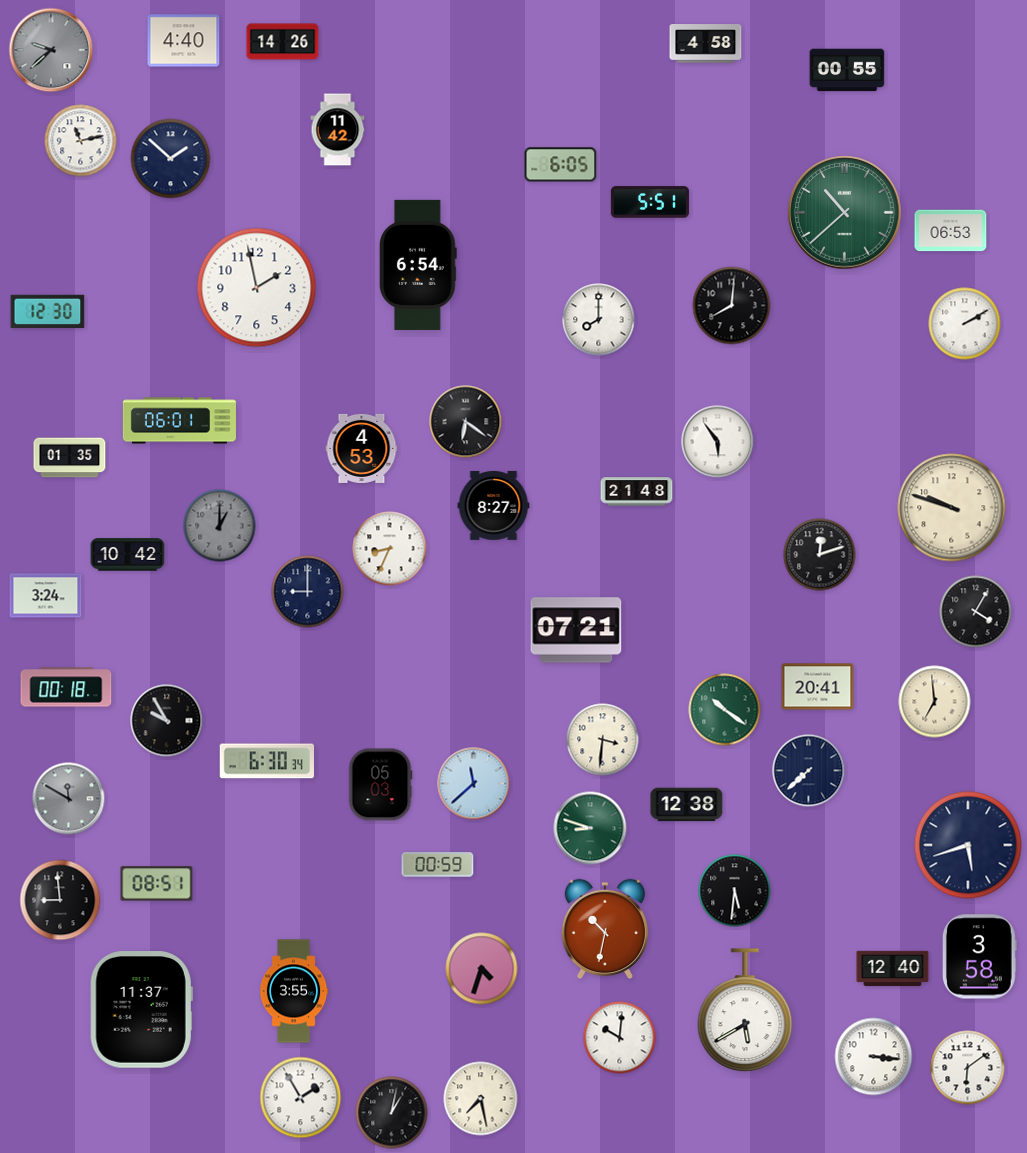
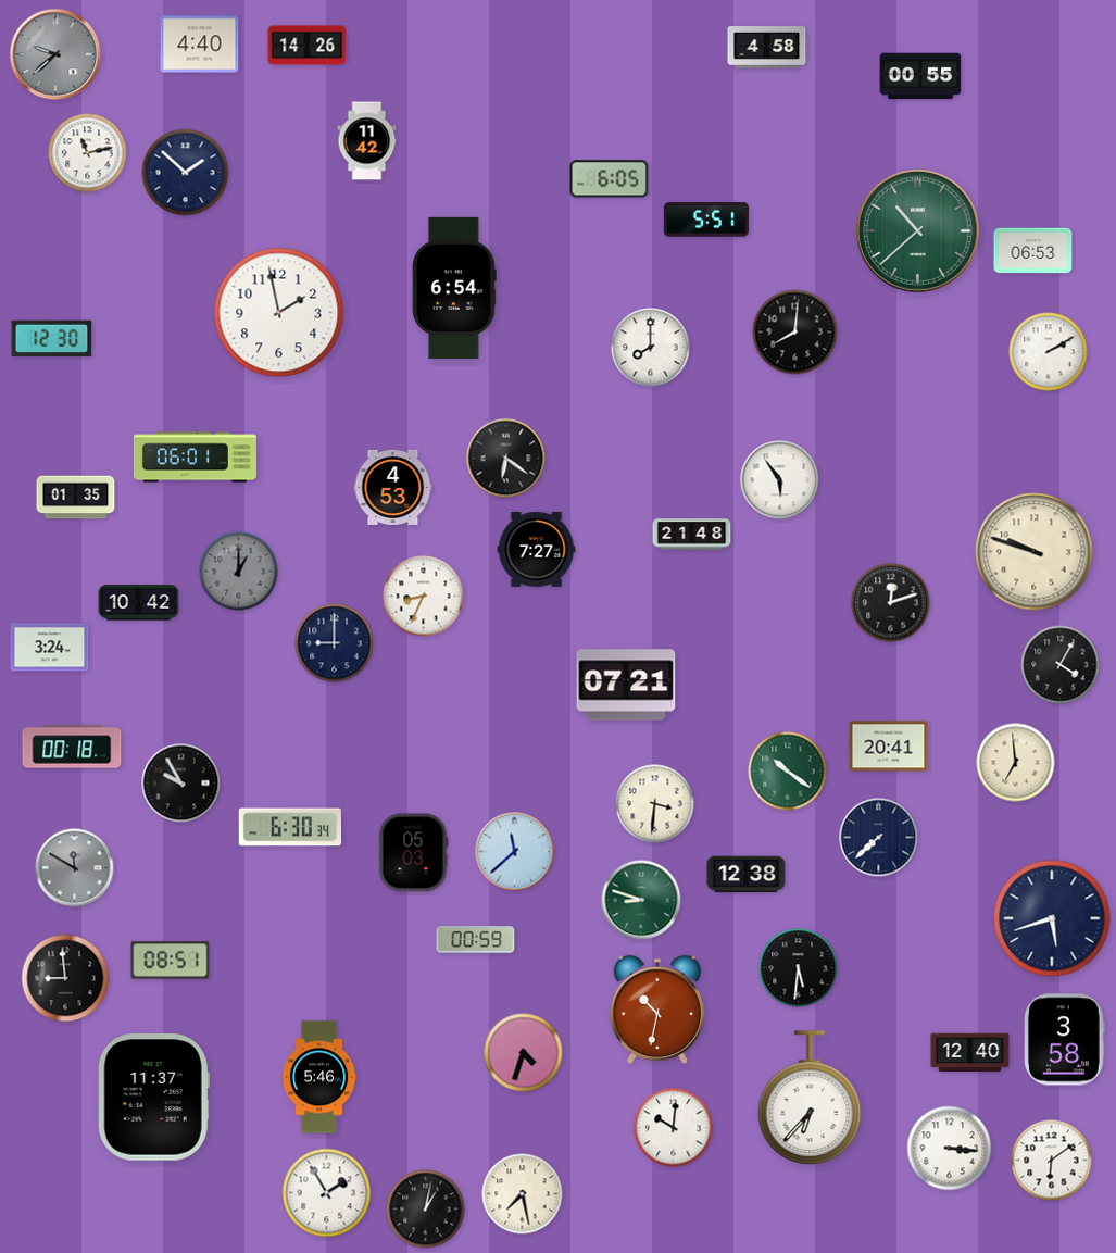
clock at (494, 505): 8:27 -> 7:27
clock at (294, 991): 3:55 -> 5:46
clock at (745, 1010): 5:40 -> 6:37
